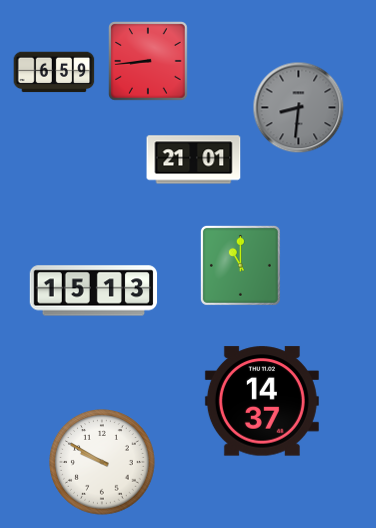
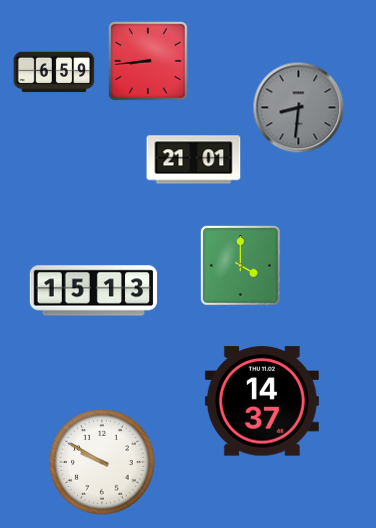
clock at (240, 265): 11:00 -> 4:00
